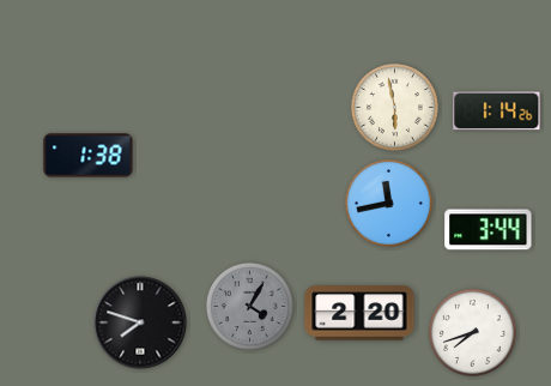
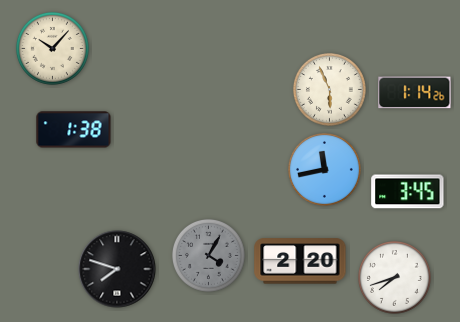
clock at (52, 48): none -> 10:07
clock at (394, 107): 5:58 -> 5:56
clock at (489, 230): 3:44 -> 3:45
